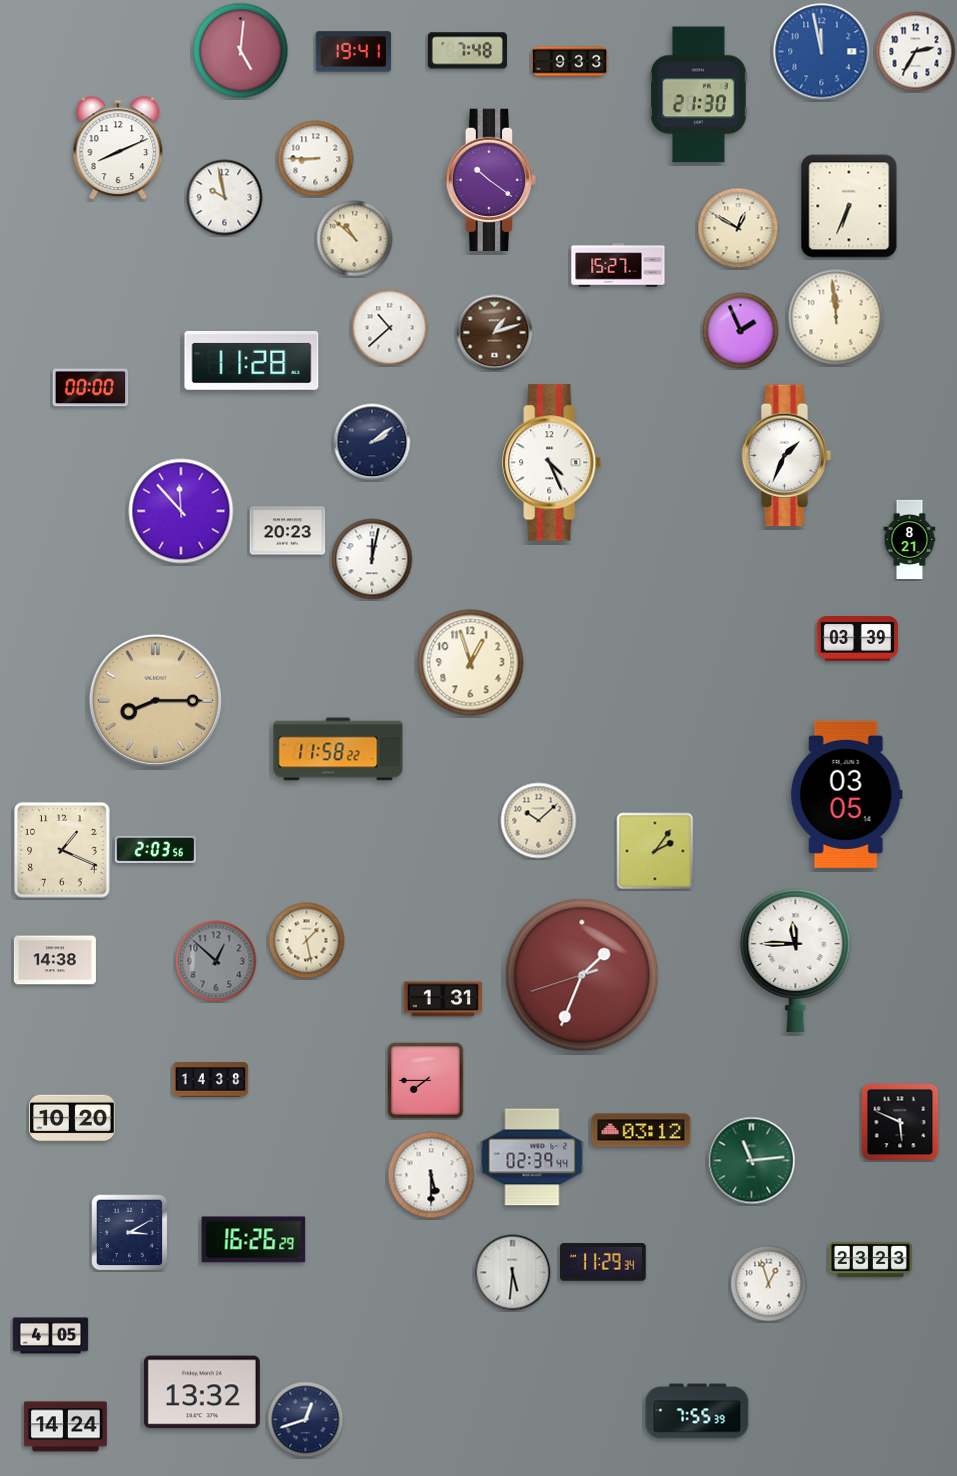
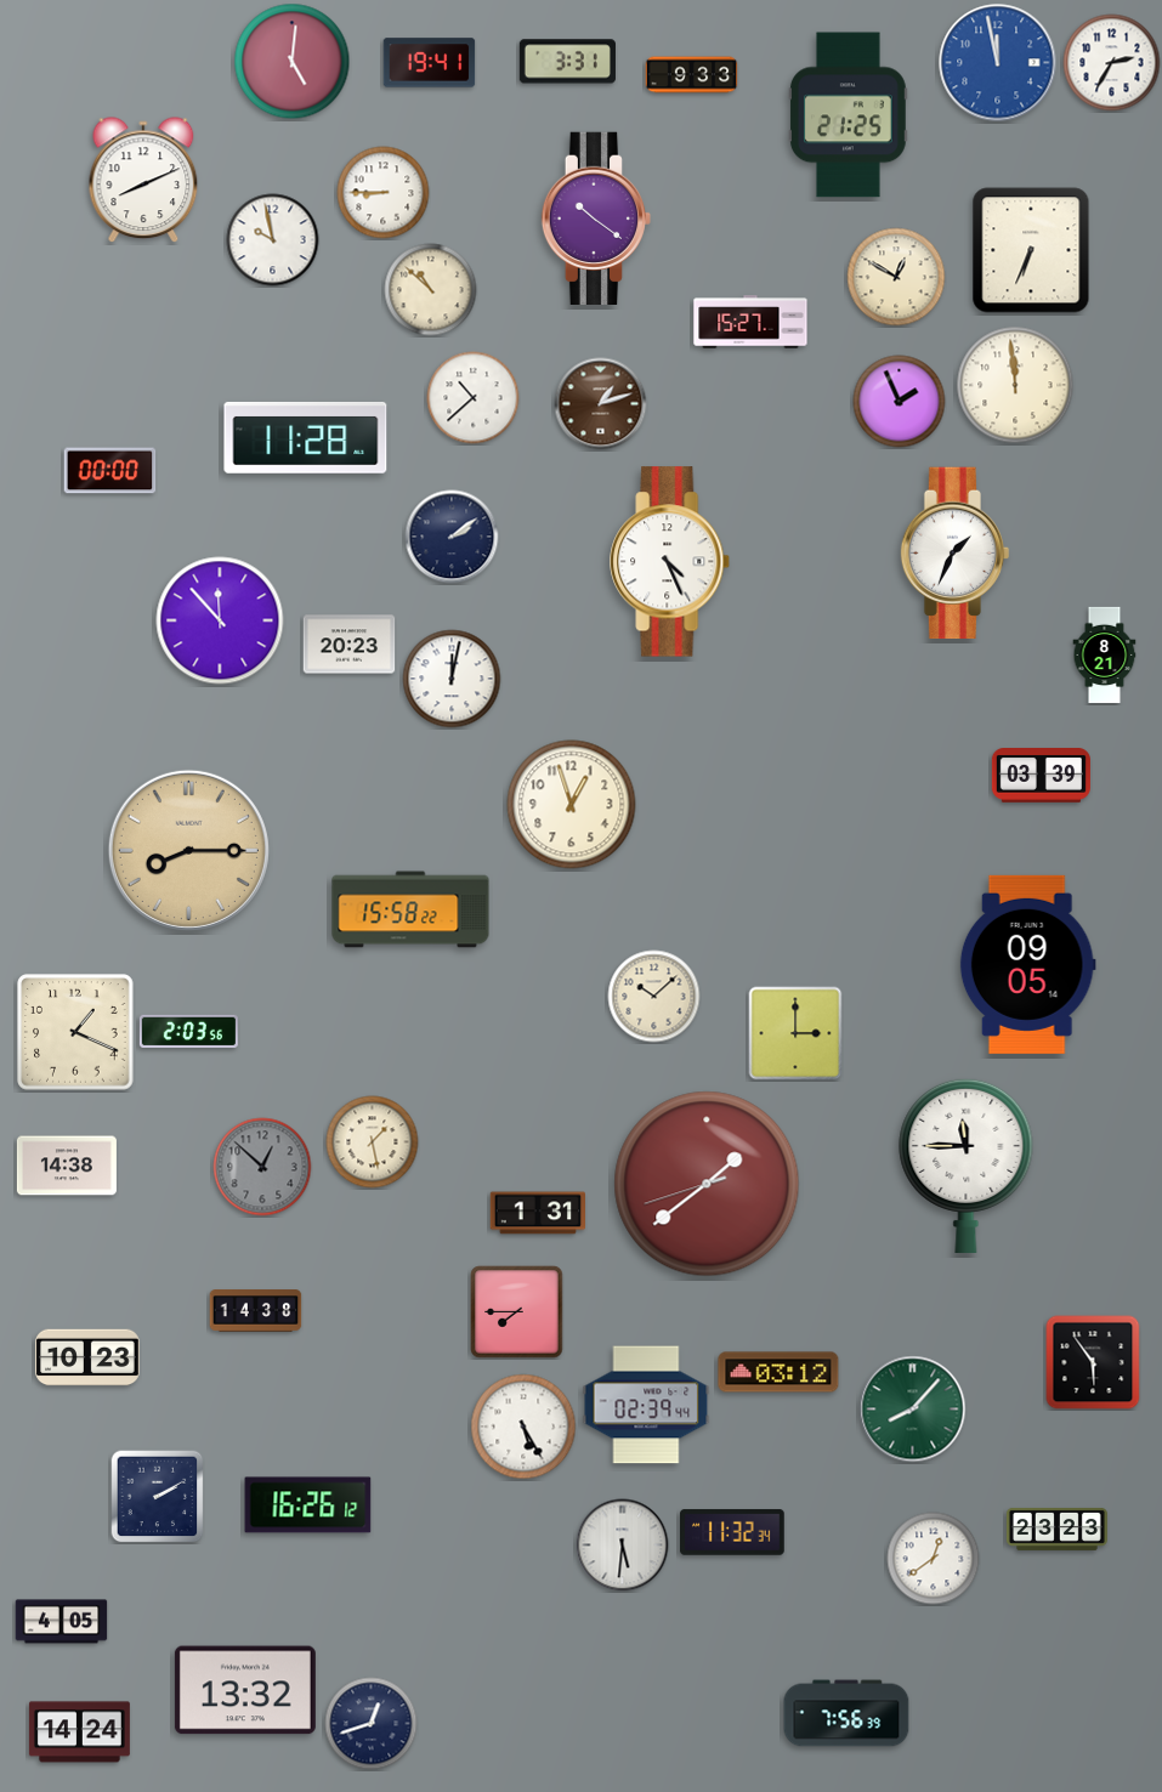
clock at (467, 51): 7:48 -> 3:31
clock at (699, 95): 21:30 -> 21:25
clock at (338, 749): 11:58 -> 15:58
clock at (846, 794): 03:05 -> 09:05
clock at (655, 851): 2:06 -> 3:00
clock at (582, 975): 1:33 -> 1:38
clock at (72, 1118): 10:20 -> 10:23
clock at (900, 1122): 5:49 -> 5:54
clock at (752, 1161): 11:14 -> 8:07
clock at (431, 1175): 5:30 -> 5:25
clock at (129, 1232): 3:10 -> 2:10
clock at (254, 1240): 16:26:29 -> 16:26:12
clock at (604, 1262): 11:29 -> 11:32
clock at (769, 1284): 12:57 -> 12:39
clock at (697, 1411): 7:55 -> 7:56
